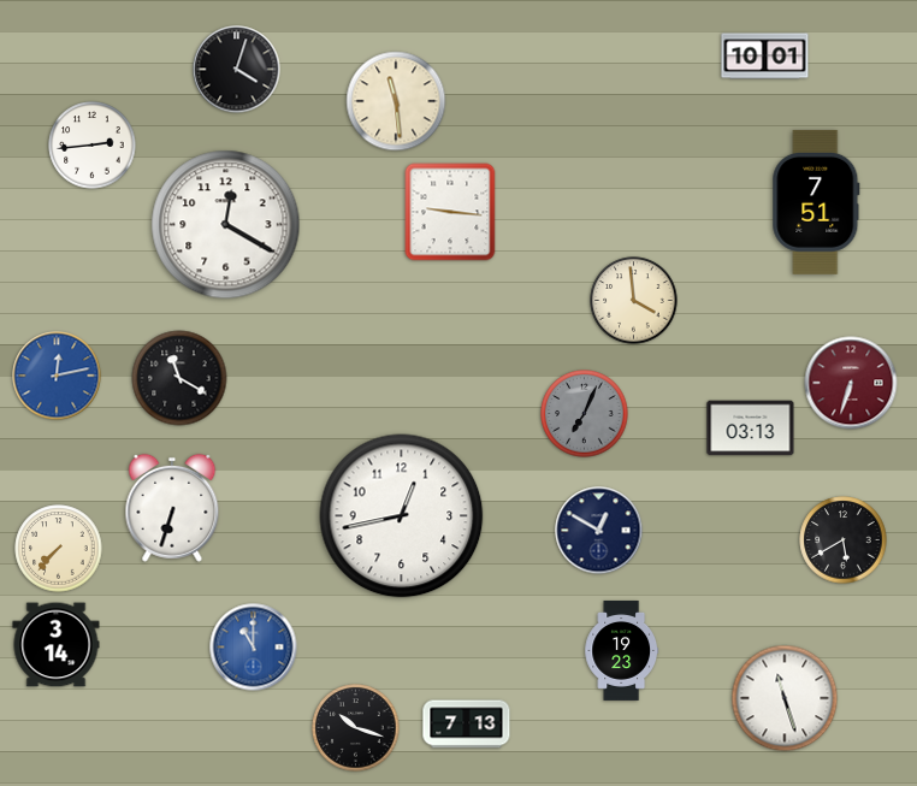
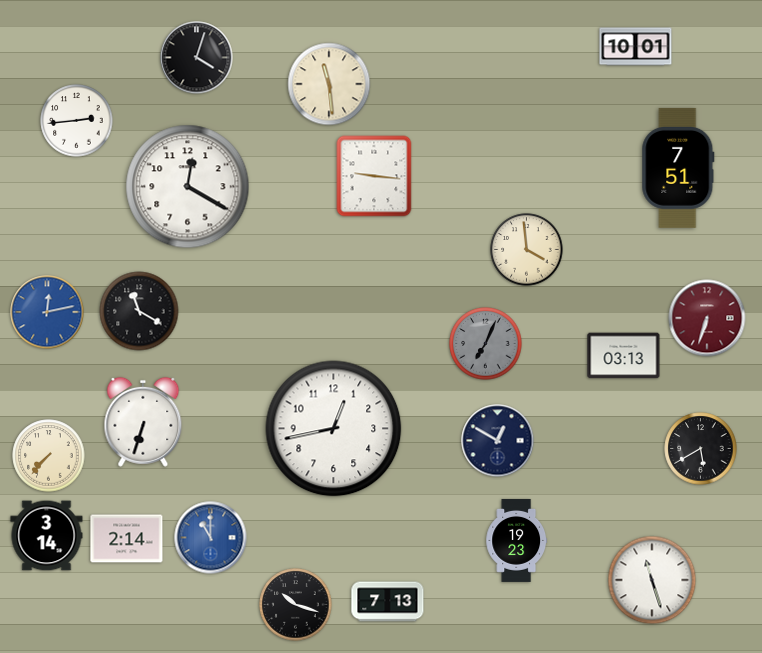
clock at (179, 378) position: (179, 378) -> (139, 311)
clock at (127, 539): none -> 2:14
